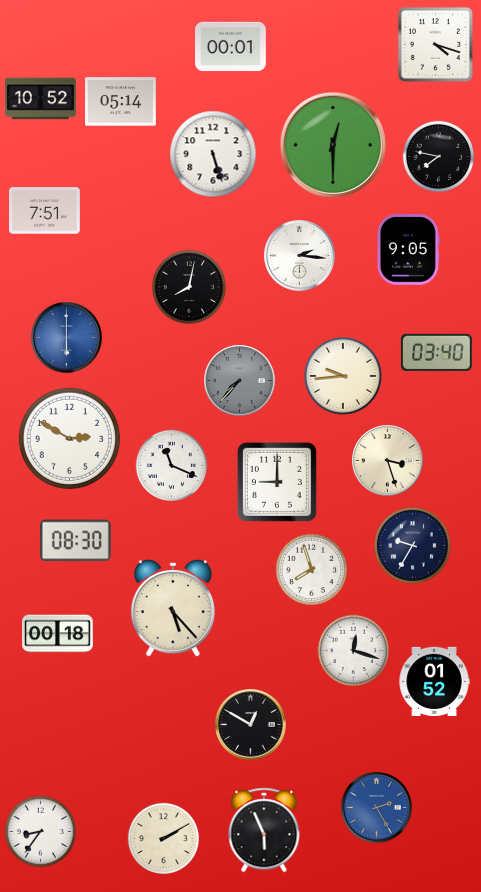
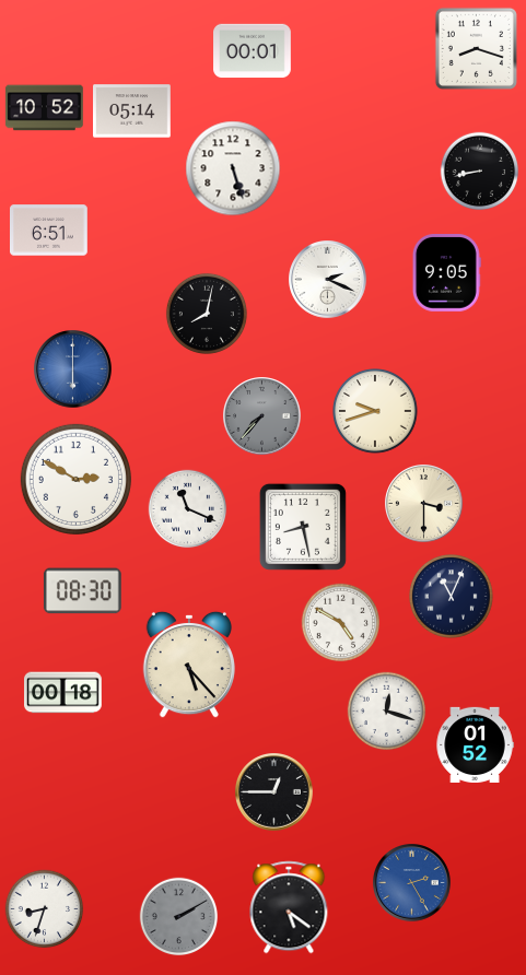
clock at (435, 44): 4:18 -> 8:18
clock at (332, 144): 12:30 -> none
clock at (439, 157): 7:47 -> 8:43
clock at (45, 211): 7:51 -> 6:51
clock at (300, 256): 2:16 -> 2:19
clock at (436, 352): 03:40 -> none
clock at (343, 376): 9:44 -> 9:42
clock at (388, 461): 3:27 -> 3:30
clock at (277, 482): 9:00 -> 8:28
clock at (413, 546): 9:35 -> 11:04
clock at (312, 570): 7:57 -> 4:50
clock at (251, 725): 12:50 -> 12:45
clock at (264, 830): 5:56 -> 5:21
clock at (41, 832): 8:36 -> 8:33
clock at (164, 839) dial: cream -> grey
